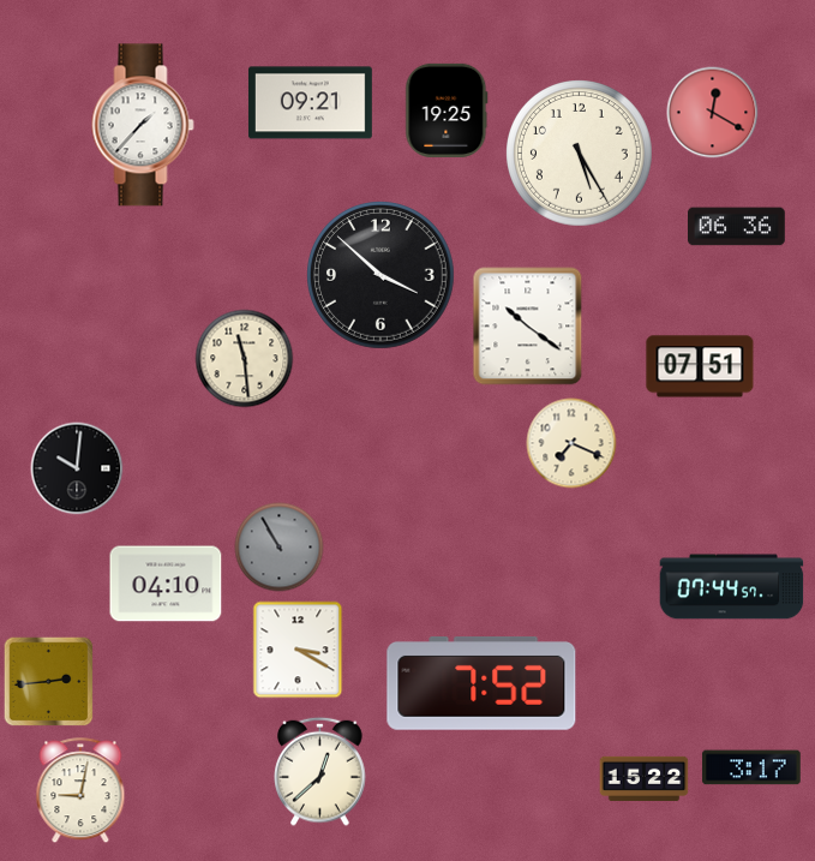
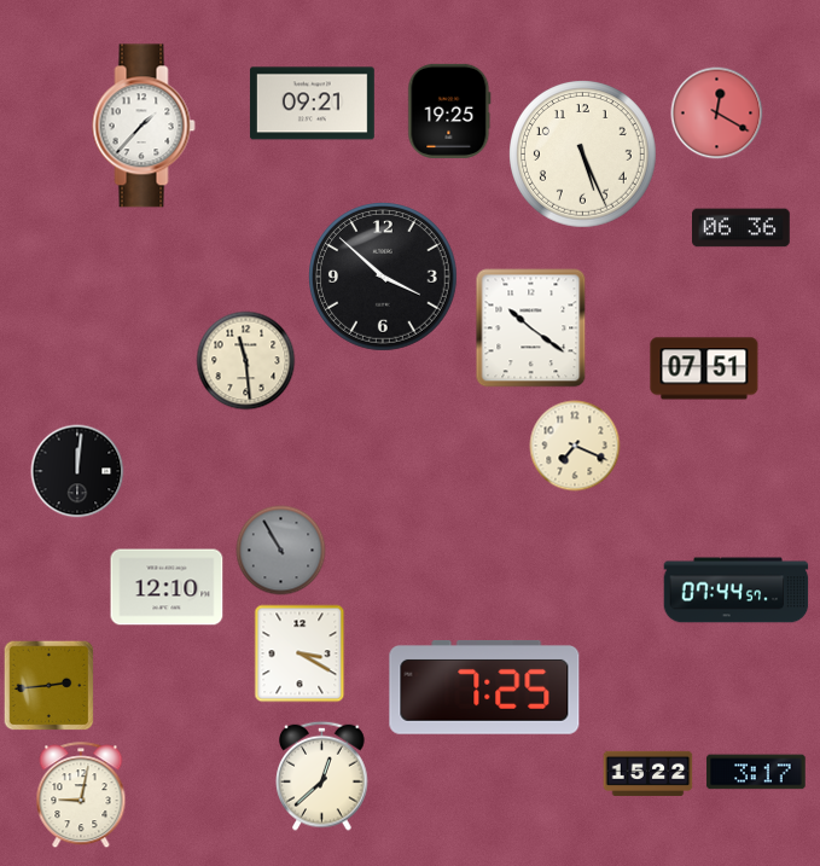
clock at (580, 154): 5:25 -> 5:26
clock at (77, 468): 10:01 -> 12:01
clock at (166, 584): 04:10 -> 12:10
clock at (481, 684): 7:52 -> 7:25
clock at (645, 778) position: (645, 778) -> (649, 773)
